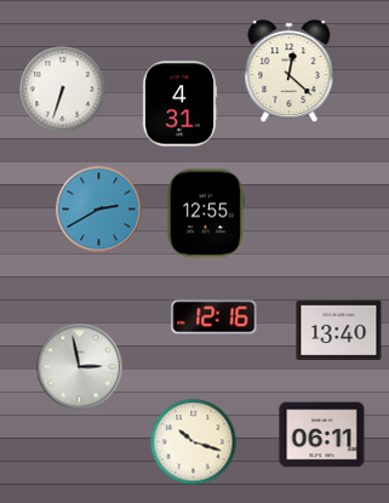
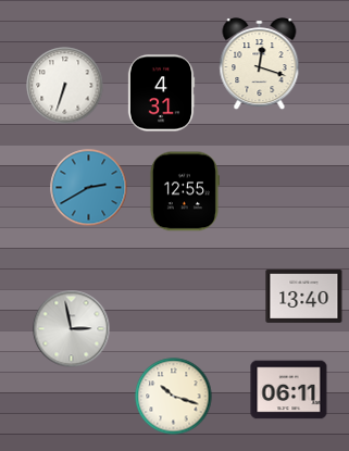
clock at (290, 72): 12:22 -> 12:18
clock at (63, 90) position: (63, 90) -> (65, 86)
clock at (214, 318): 12:16 -> none
